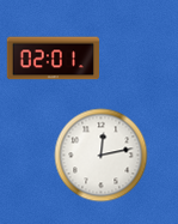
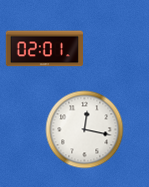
clock at (100, 155): 12:13 -> 12:17
